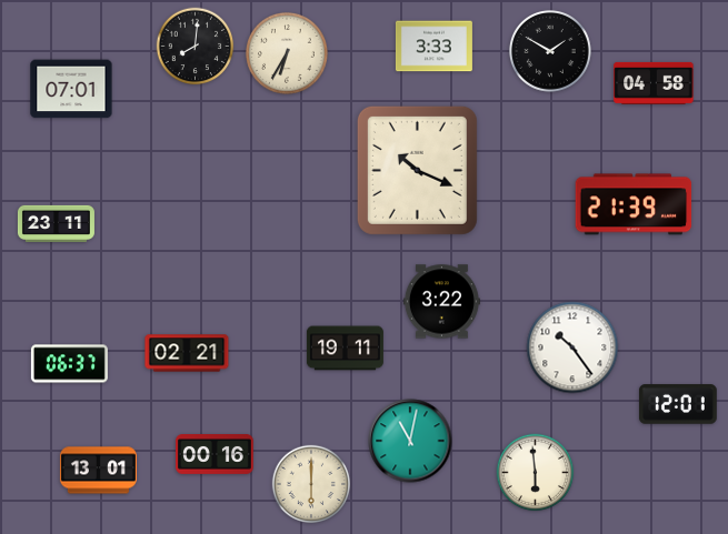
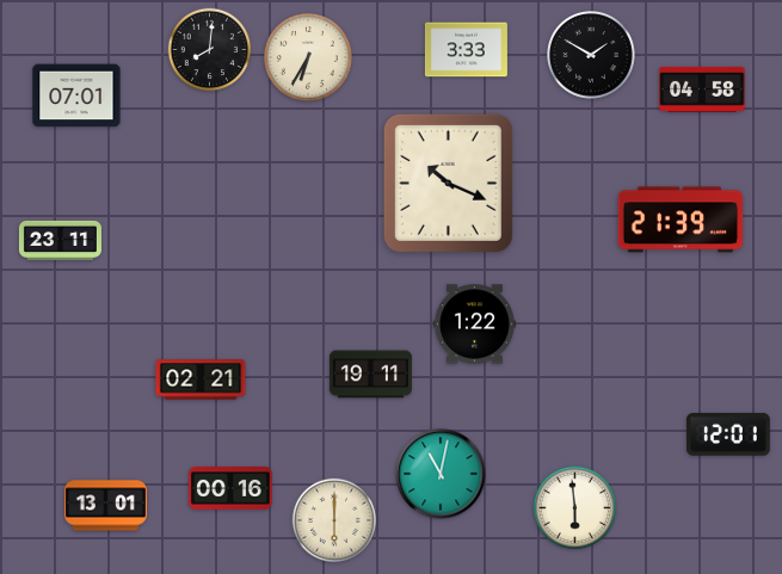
clock at (441, 302): 3:22 -> 1:22
clock at (572, 347): 10:24 -> none
clock at (69, 364): 06:37 -> none
